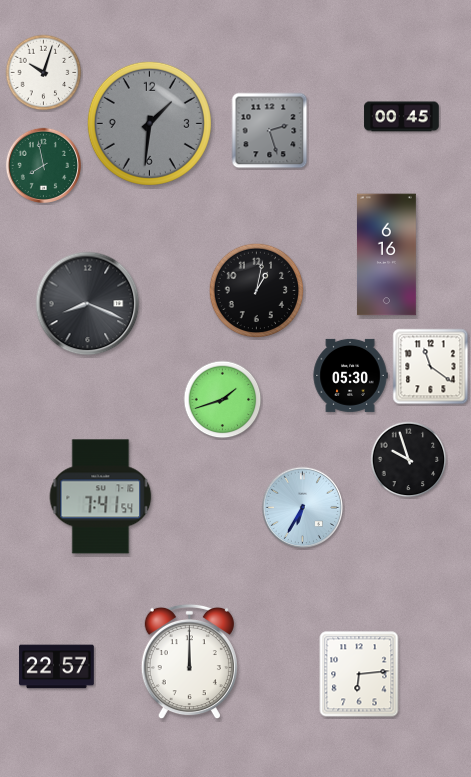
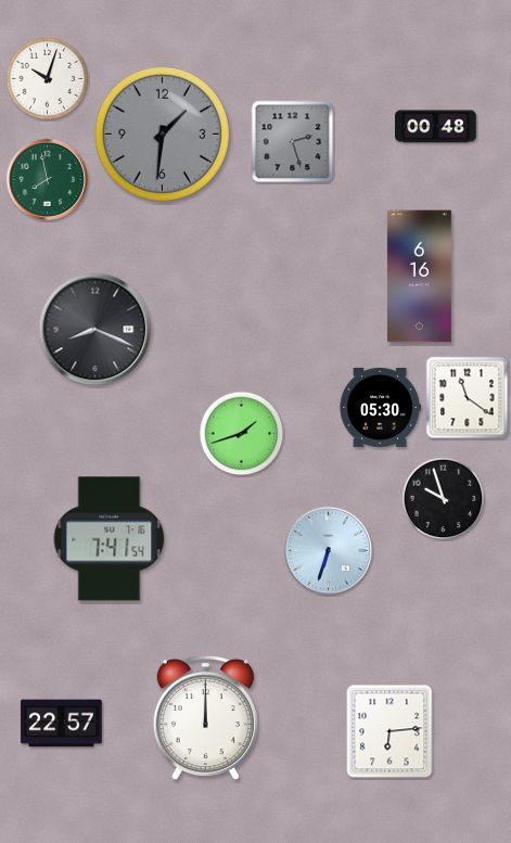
clock at (402, 117): 00:45 -> 00:48
clock at (257, 291): 1:02 -> none
clock at (302, 507): 6:35 -> 6:33
